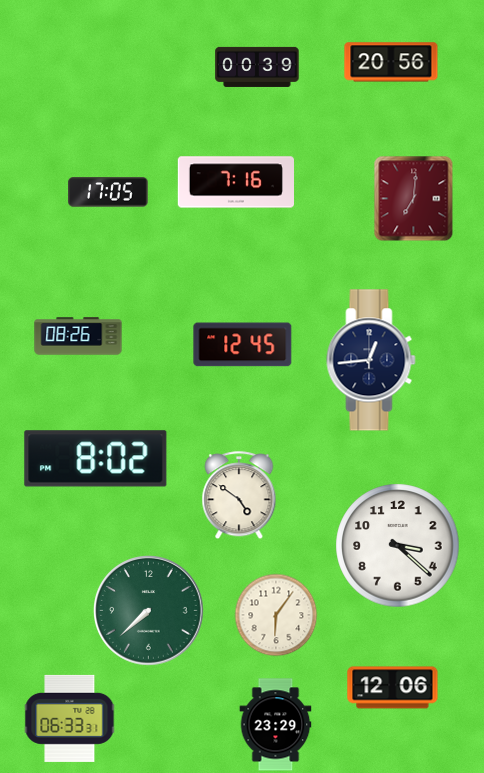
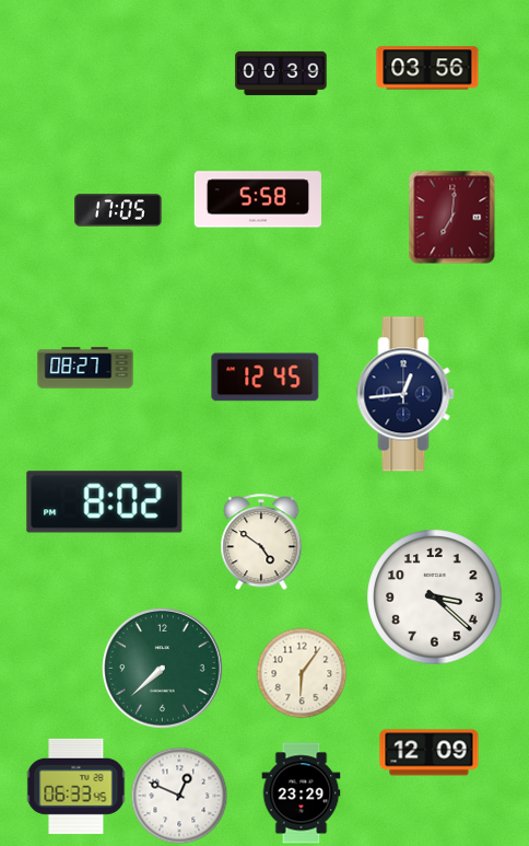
clock at (391, 62): 20:56 -> 03:56
clock at (235, 182): 7:16 -> 5:58
clock at (78, 336): 08:26 -> 08:27
clock at (393, 688): 12:06 -> 12:09
clock at (69, 718): 06:33:31 -> 06:33:45
clock at (179, 796): none -> 12:49
